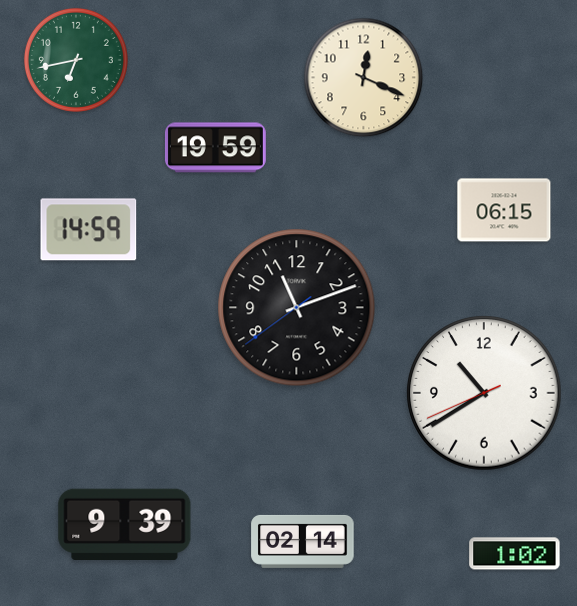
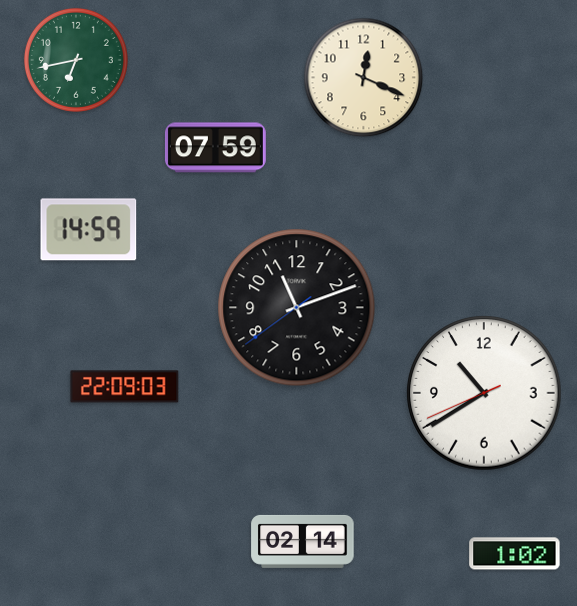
clock at (215, 148): 19:59 -> 07:59
clock at (504, 210): 06:15 -> none
clock at (125, 387): none -> 22:09
clock at (125, 524): 9:39 -> none
